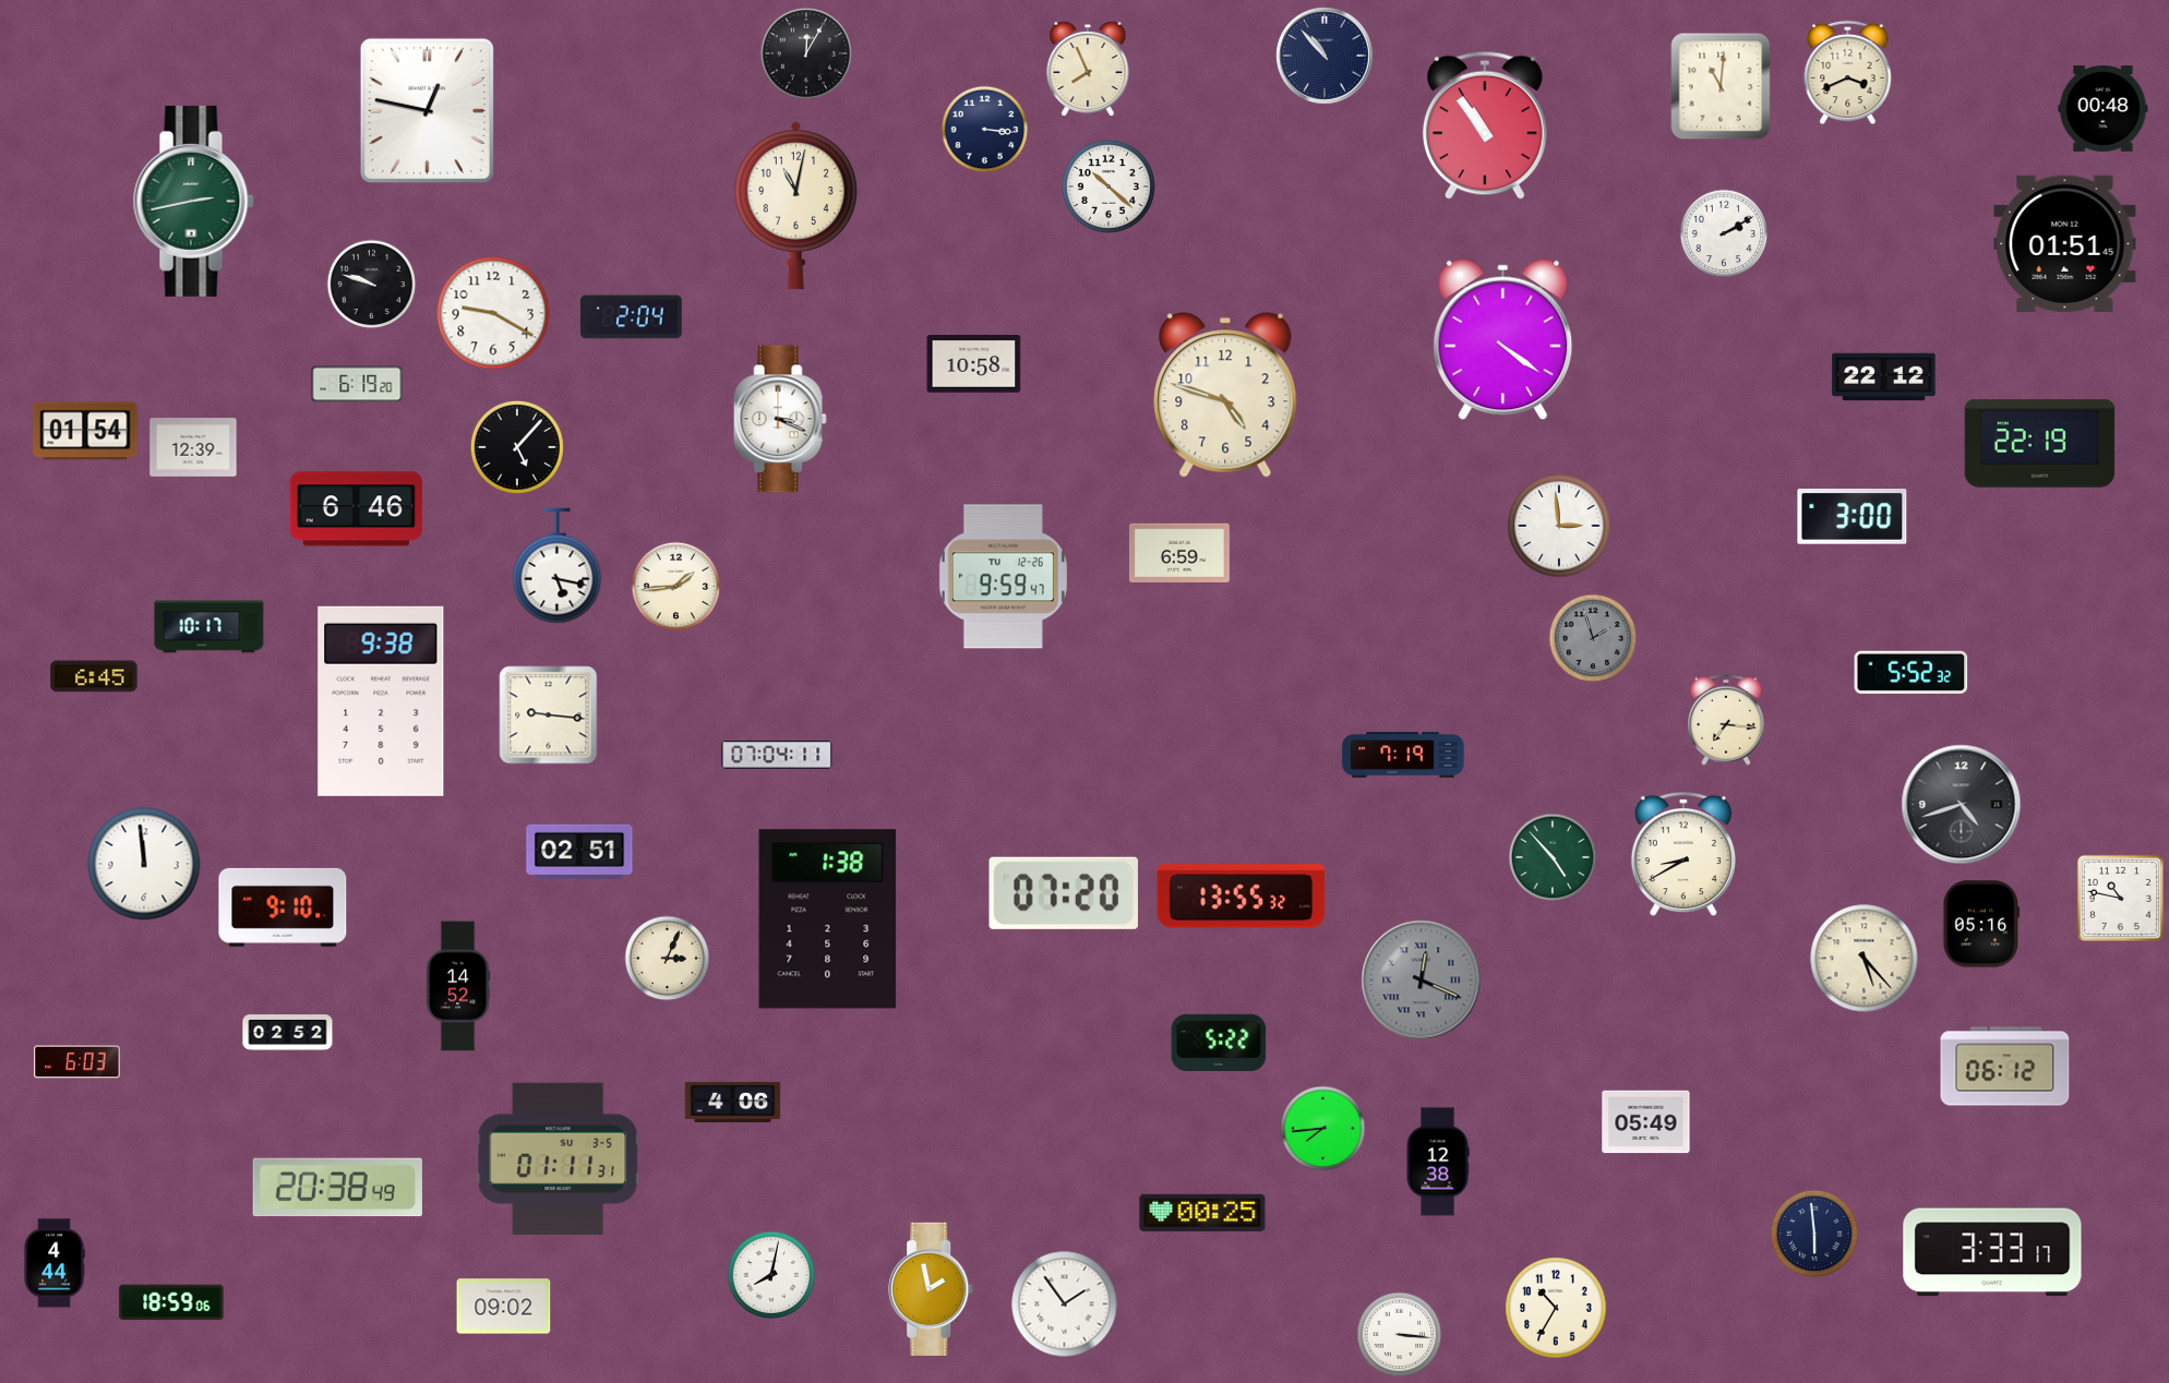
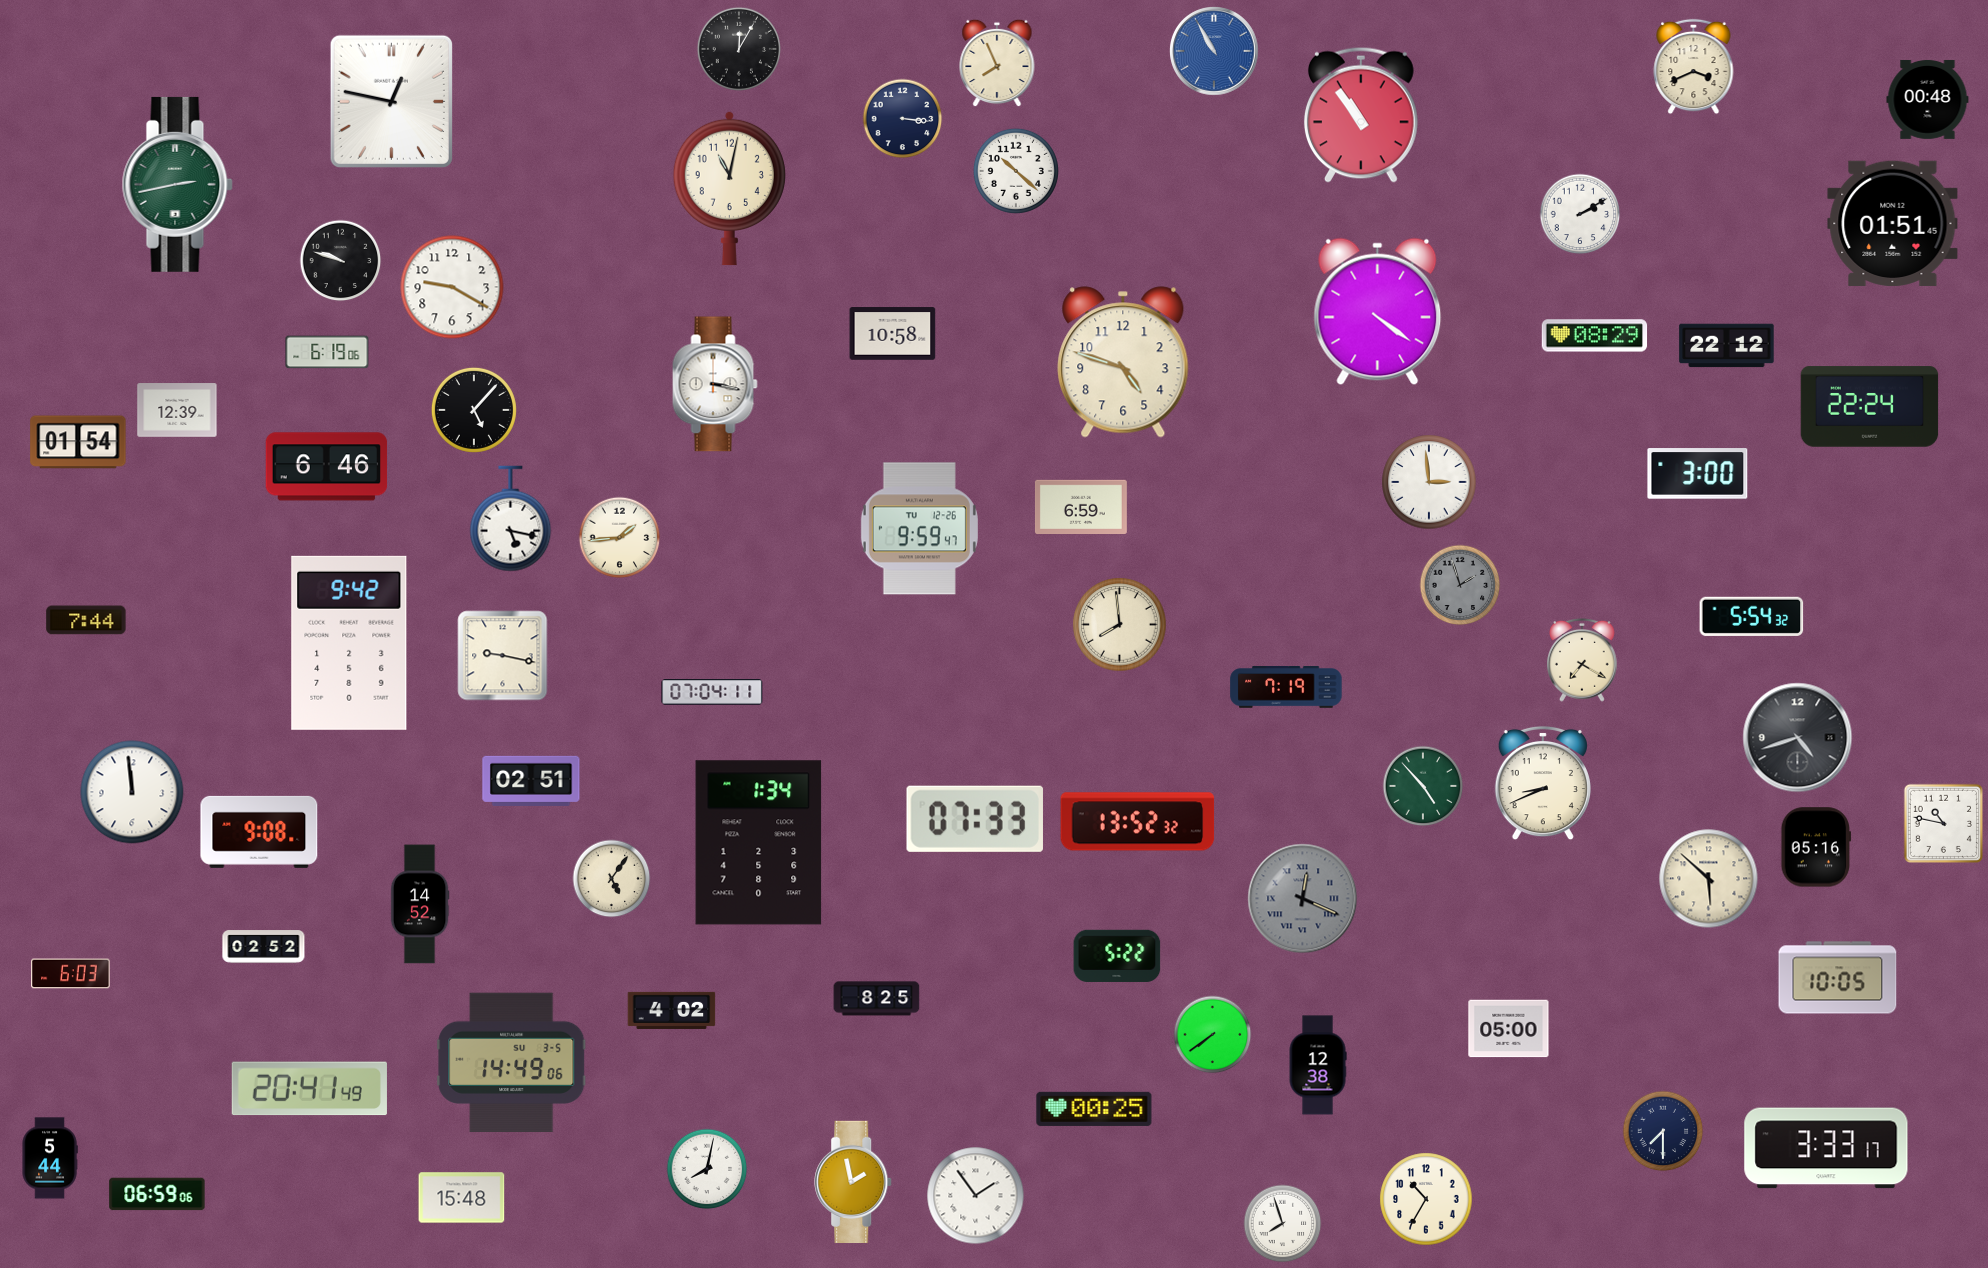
clock at (1326, 57): 10:53 -> 10:55
clock at (1326, 57) dial: navy -> blue
clock at (1721, 86): 11:01 -> none
clock at (632, 317): 2:04 -> none
clock at (1595, 336): none -> 08:29
clock at (357, 384): 6:19:20 -> 6:19:06
clock at (780, 419): 3:19 -> 3:17
clock at (85, 431) position: (85, 431) -> (78, 442)
clock at (2040, 444): 22:19 -> 22:24
clock at (209, 627): 10:17 -> none
clock at (1912, 672): 5:52 -> 5:54
clock at (94, 676): 6:45 -> 7:44
clock at (1120, 625): none -> 7:59
clock at (381, 701): 9:38 -> 9:42
clock at (549, 715): 9:16 -> 9:17
clock at (1727, 720): 7:16 -> 7:20
clock at (1403, 755) position: (1403, 755) -> (1286, 687)
clock at (1683, 854): 8:40 -> 8:41
clock at (1063, 893): 07:20 -> 07:33
clock at (1242, 897): 13:55 -> 13:52
clock at (283, 907): 9:10 -> 9:08
clock at (828, 919): 1:38 -> 1:34
clock at (668, 959): 3:04 -> 5:06
clock at (1865, 959): 5:23 -> 5:52
clock at (2005, 1067): 06:12 -> 10:05
clock at (877, 999): none -> 8:25
clock at (733, 1102): 4:06 -> 4:02
clock at (1646, 1122): 05:49 -> 05:00
clock at (1323, 1129): 7:44 -> 7:39
clock at (559, 1159): 01:11 -> 14:49
clock at (337, 1188): 20:38 -> 20:41
clock at (1202, 1213) position: (1202, 1213) -> (1094, 1109)
clock at (1814, 1234): 5:59 -> 7:30
clock at (55, 1263): 4:44 -> 5:44
clock at (171, 1302): 18:59 -> 06:59
clock at (504, 1307): 09:02 -> 15:48
clock at (1400, 1335): 3:16 -> 7:57
